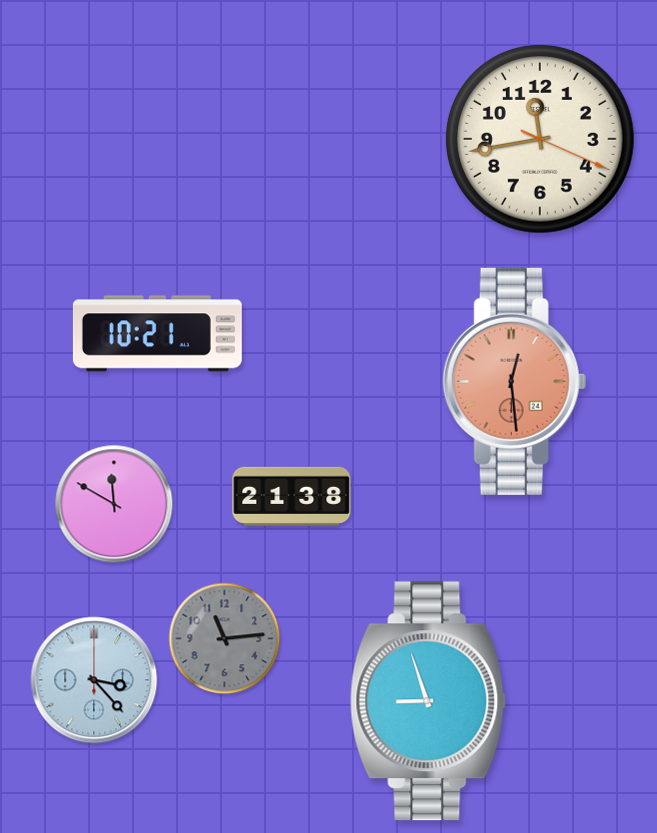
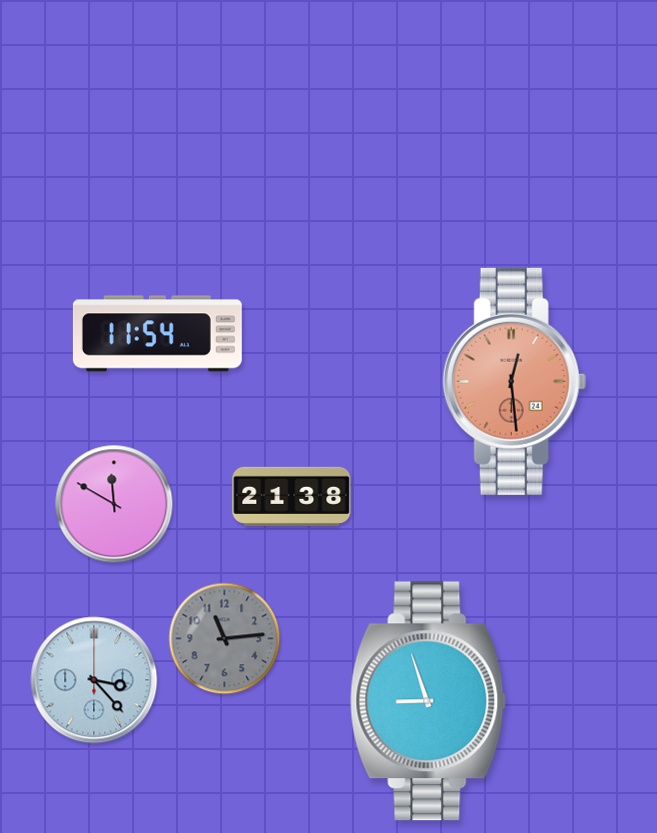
clock at (540, 139): 11:43 -> none
clock at (157, 334): 10:21 -> 11:54
